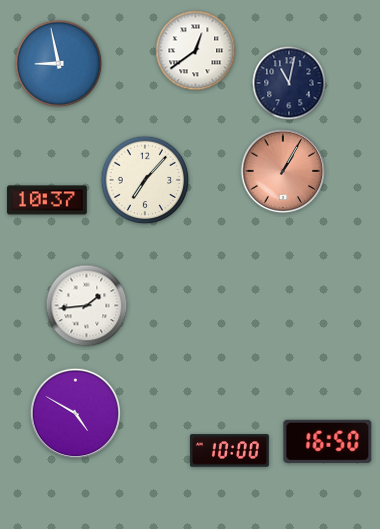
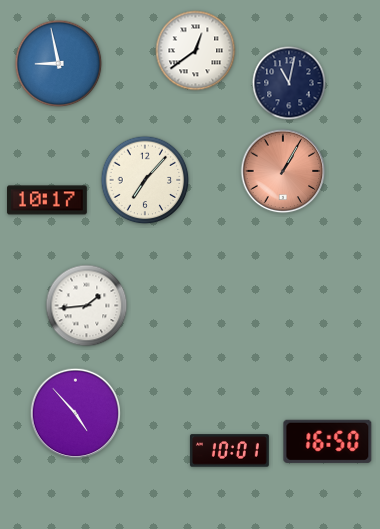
clock at (47, 200): 10:37 -> 10:17
clock at (76, 414): 4:50 -> 4:53
clock at (229, 451): 10:00 -> 10:01
